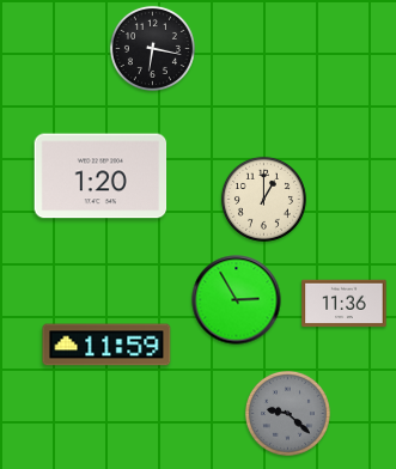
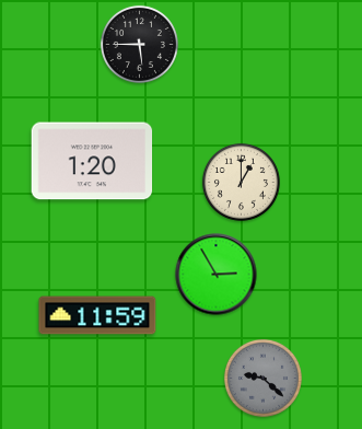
clock at (152, 48): 6:17 -> 5:45
clock at (345, 304): 11:36 -> none
